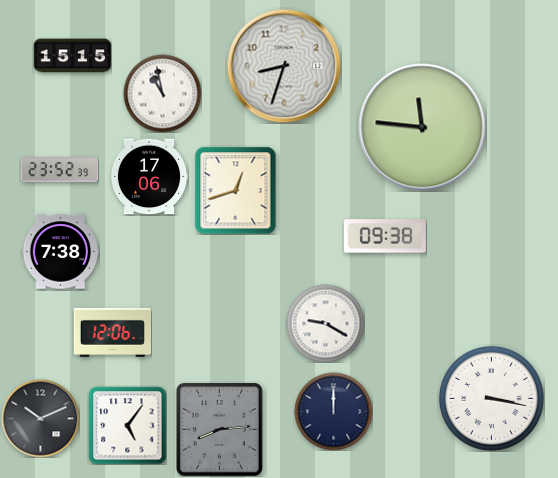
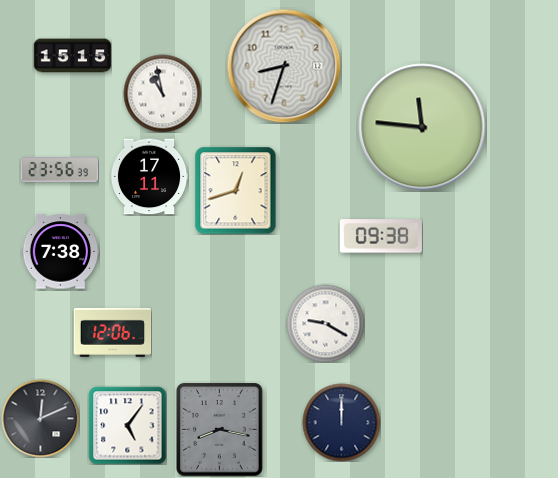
clock at (59, 170): 23:52 -> 23:56
clock at (149, 177): 17:06 -> 17:11
clock at (385, 236) position: (385, 236) -> (381, 236)
clock at (491, 398): 3:17 -> none
clock at (333, 411) position: (333, 411) -> (341, 422)
clock at (40, 418): 10:11 -> 12:11
clock at (220, 430): 8:14 -> 8:17
